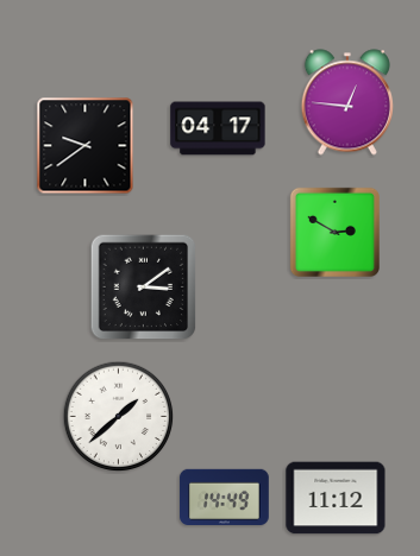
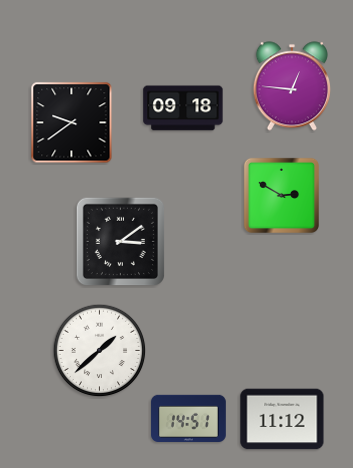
clock at (218, 128): 04:17 -> 09:18
clock at (225, 497): 14:49 -> 14:51
